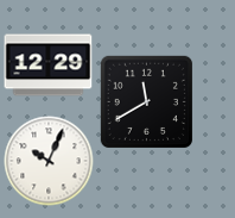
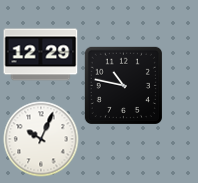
clock at (146, 101): 11:40 -> 10:47
clock at (49, 161) position: (49, 161) -> (41, 139)
